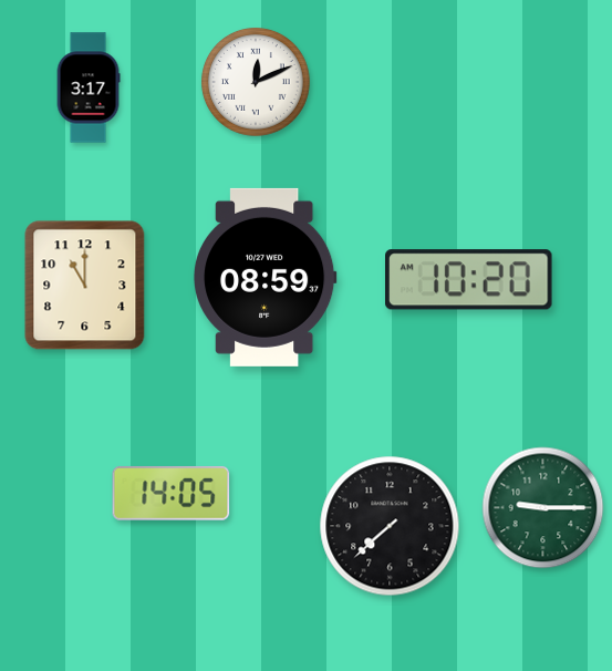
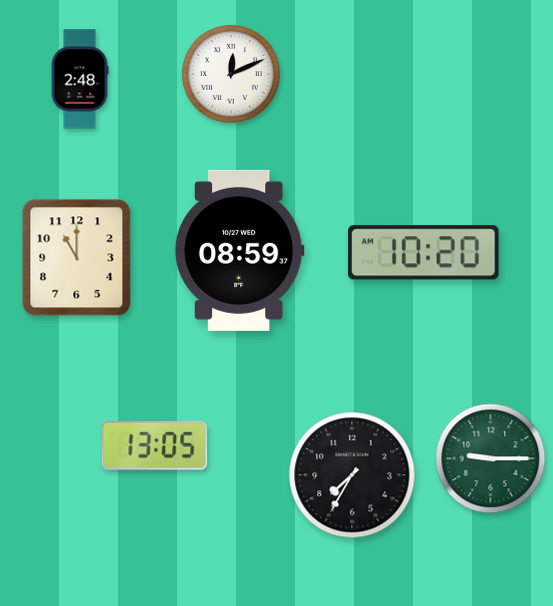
clock at (89, 87): 3:17 -> 2:48
clock at (172, 494): 14:05 -> 13:05
clock at (390, 526): 7:38 -> 7:35
